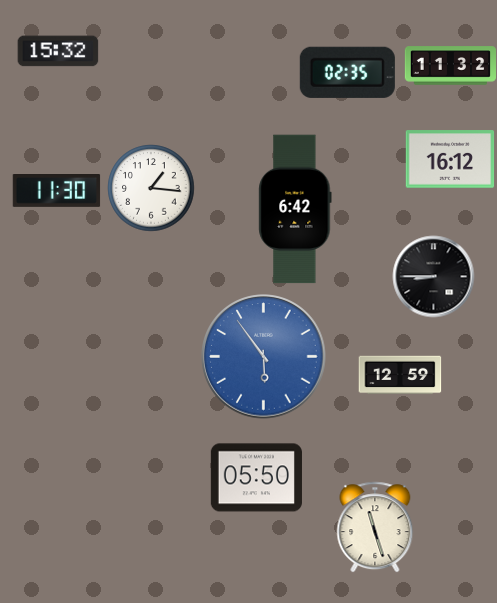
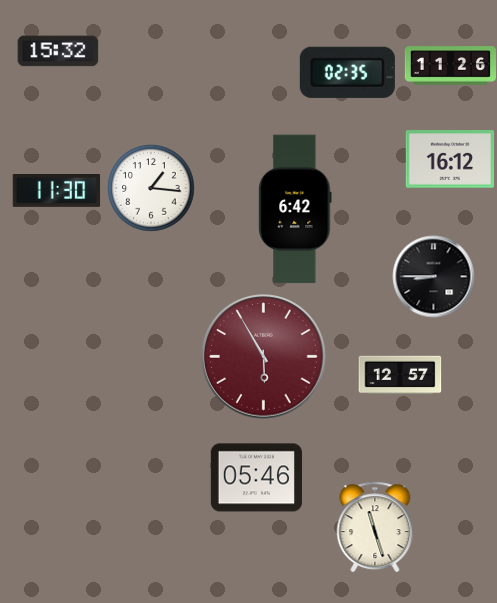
clock at (450, 66): 11:32 -> 11:26
clock at (264, 357): 5:54 -> 5:55
clock at (264, 357) dial: blue -> burgundy
clock at (400, 375): 12:59 -> 12:57
clock at (256, 478): 05:50 -> 05:46
